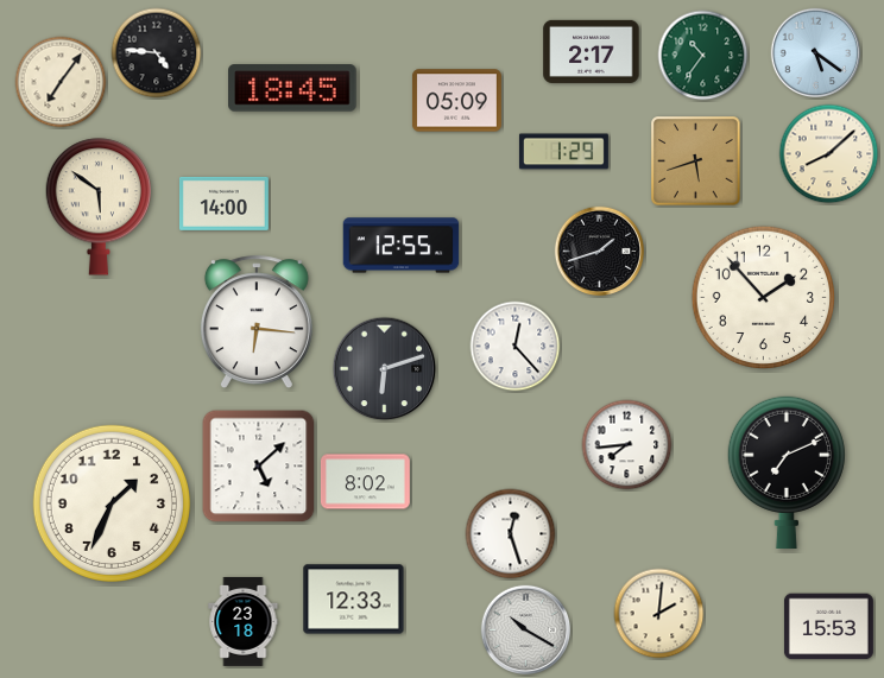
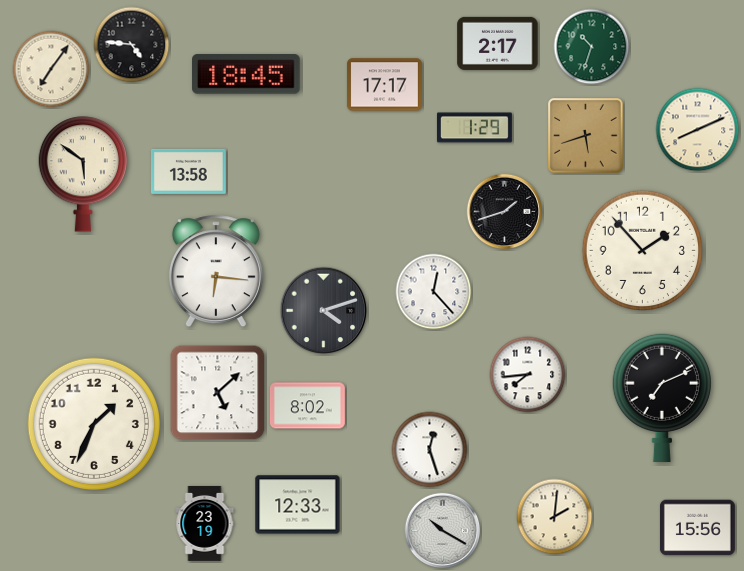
clock at (816, 53): 5:21 -> none
clock at (703, 56): 10:36 -> 10:33
clock at (456, 101): 05:09 -> 17:17
clock at (829, 154): 8:08 -> 8:11
clock at (223, 203): 14:00 -> 13:58
clock at (402, 246): 12:55 -> none
clock at (385, 369): 6:12 -> 4:12
clock at (244, 621): 23:18 -> 23:19
clock at (828, 627): 15:53 -> 15:56
